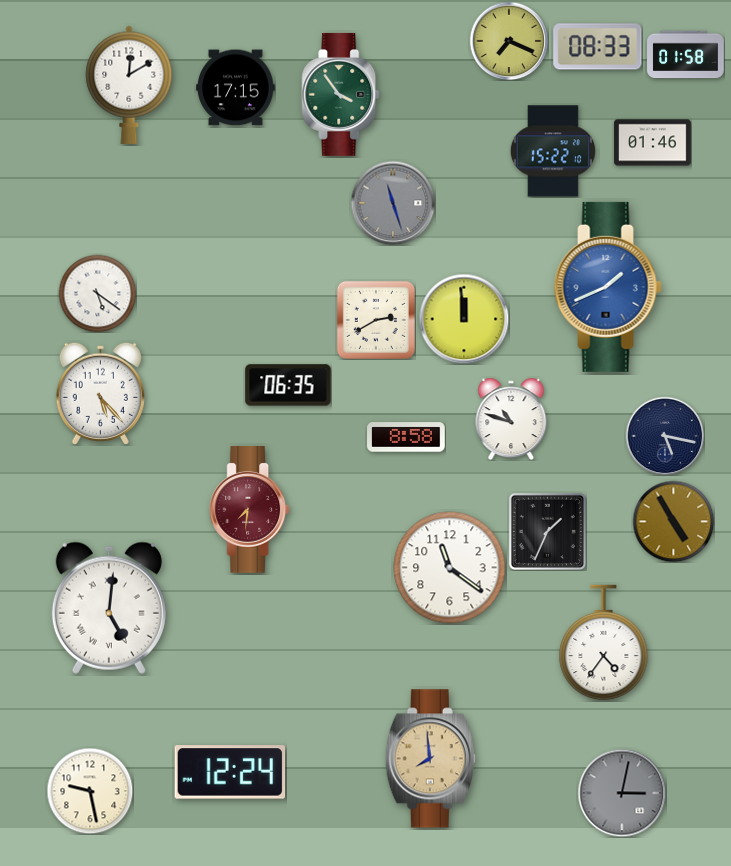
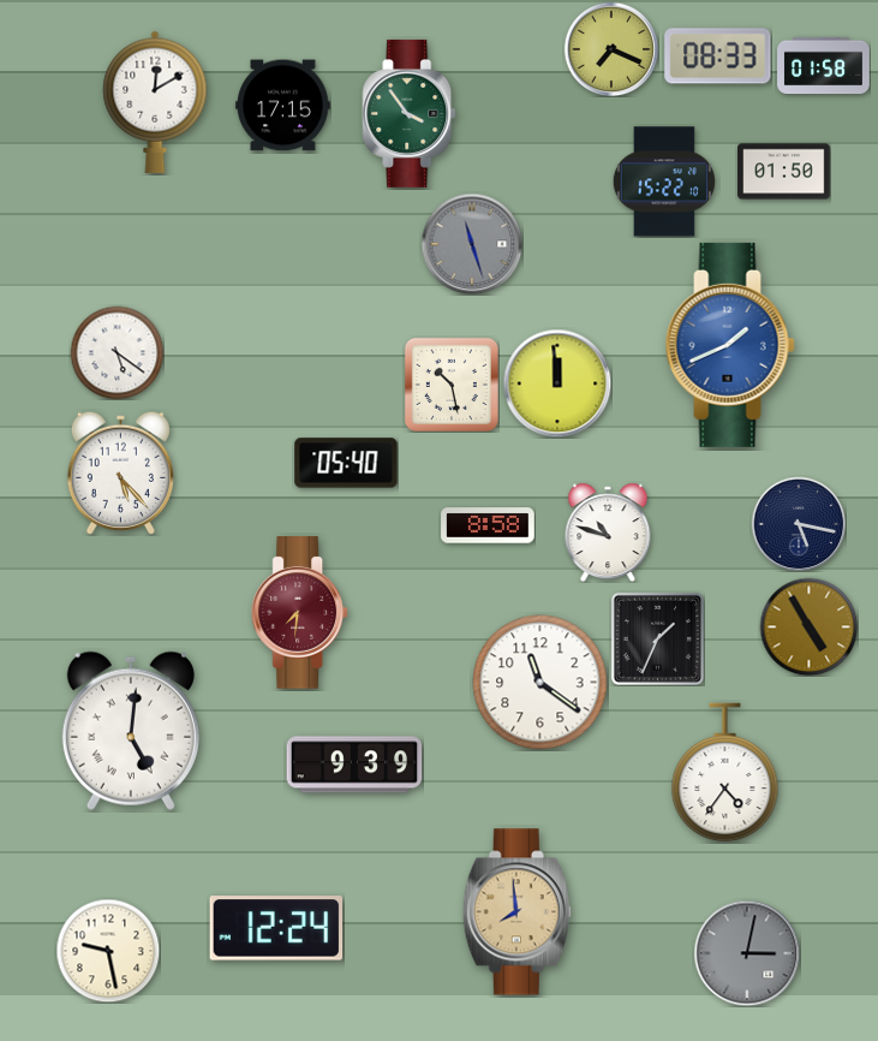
clock at (653, 143): 01:46 -> 01:50
clock at (376, 320): 2:40 -> 10:28
clock at (288, 385): 06:35 -> 05:40
clock at (511, 419) position: (511, 419) -> (608, 533)
clock at (354, 765): none -> 9:39
